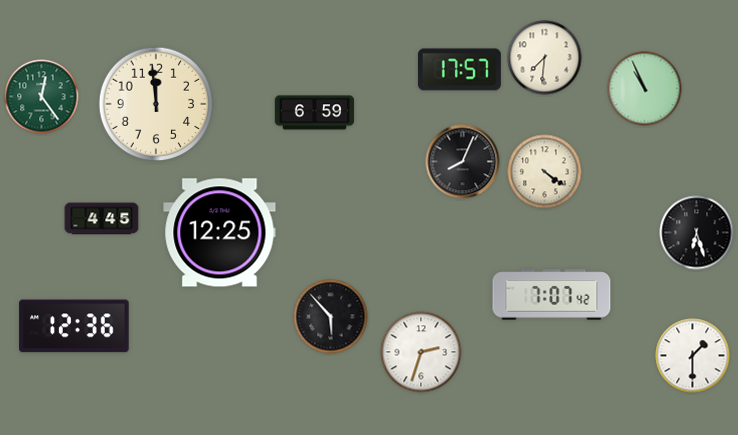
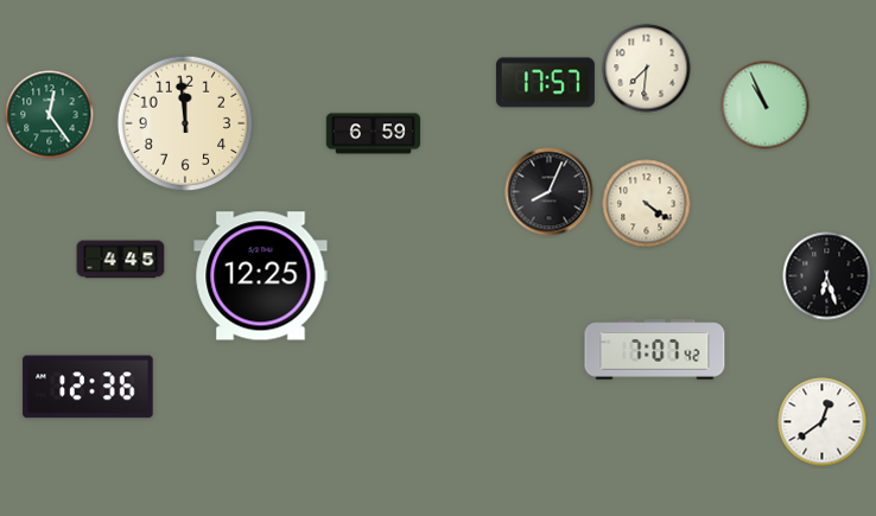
clock at (331, 317): 5:53 -> none
clock at (421, 352): 2:33 -> none
clock at (693, 356): 1:30 -> 12:39
